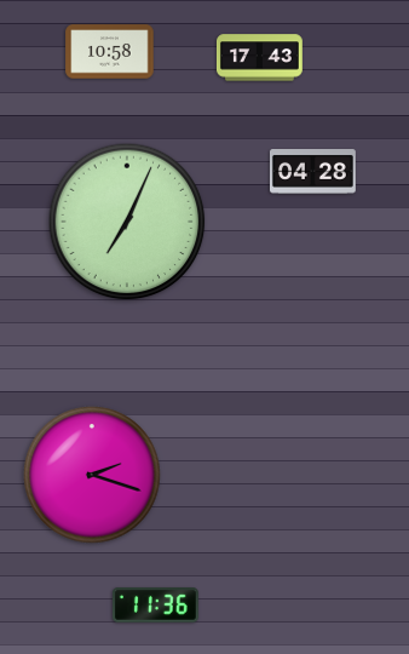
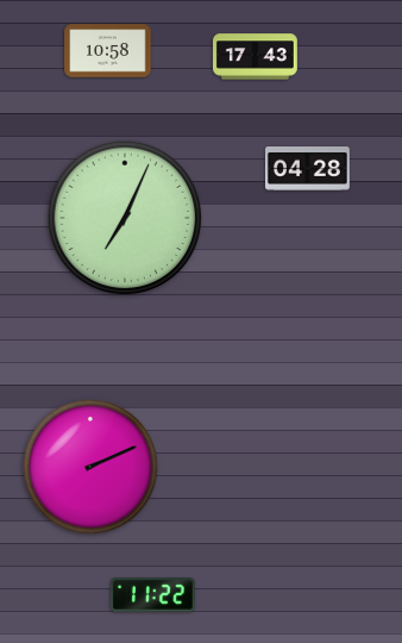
clock at (92, 475): 2:18 -> 2:11
clock at (155, 606): 11:36 -> 11:22
